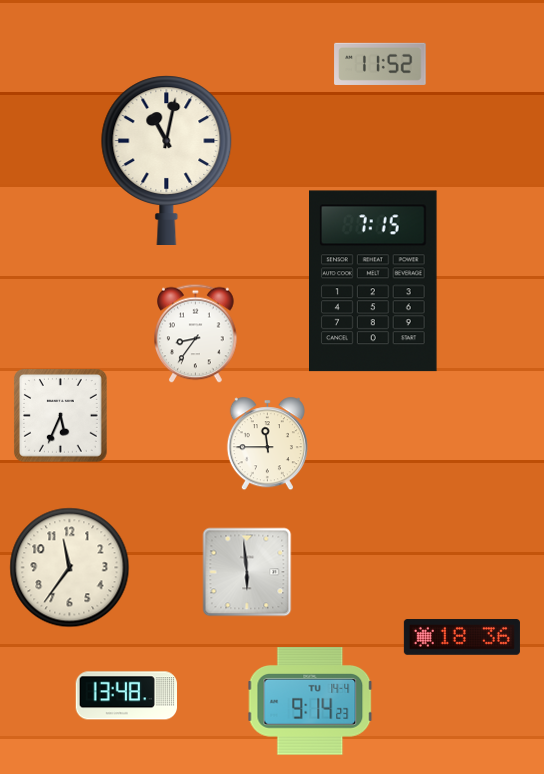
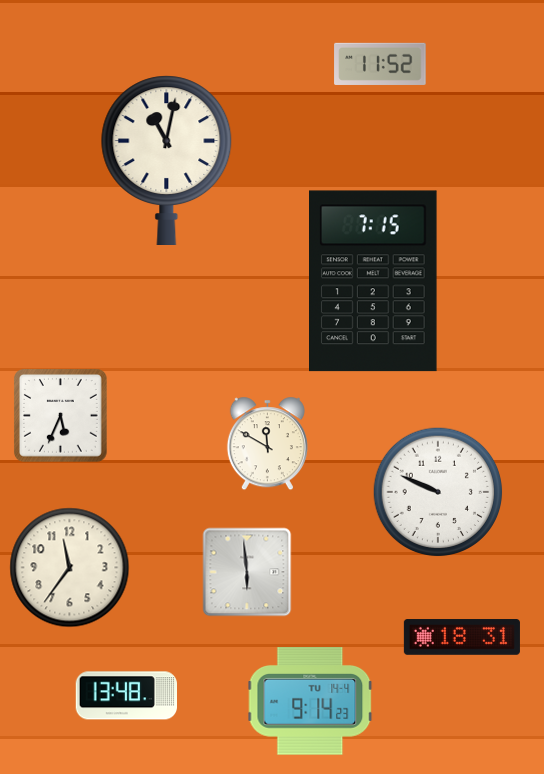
clock at (196, 334): 8:36 -> none
clock at (267, 444): 11:45 -> 11:50
clock at (438, 492): none -> 9:49
clock at (462, 637): 18:36 -> 18:31
